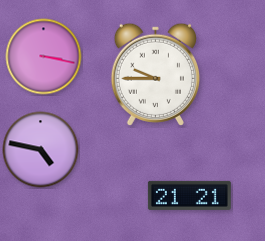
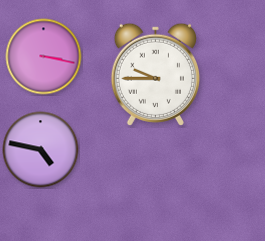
clock at (189, 195): 21:21 -> none
